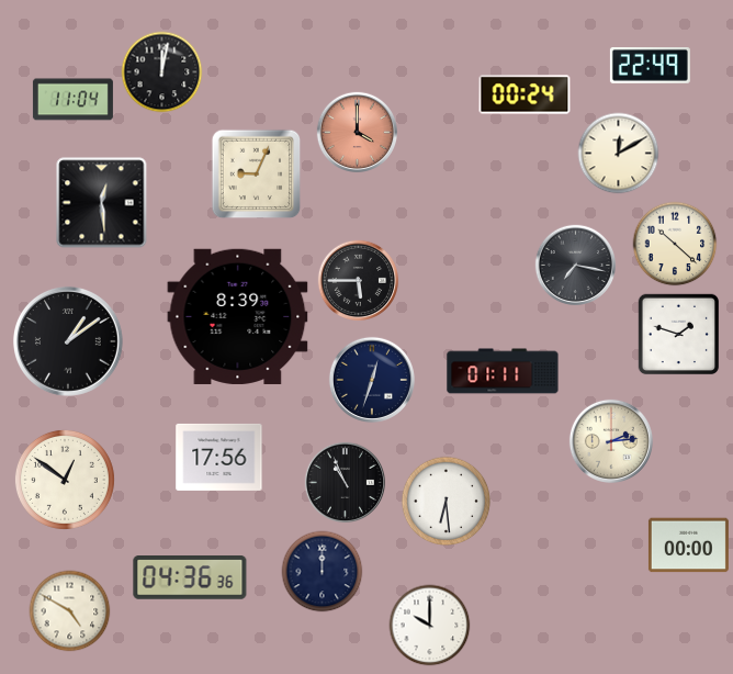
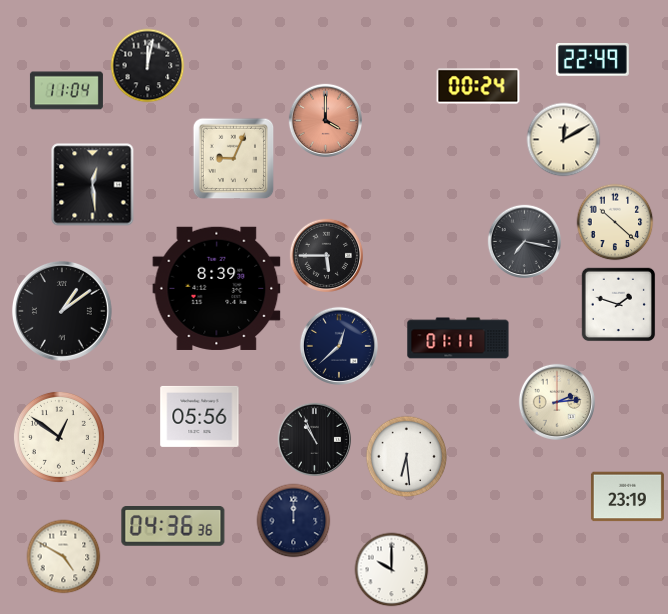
clock at (372, 380): 12:33 -> 12:38
clock at (219, 457): 17:56 -> 05:56
clock at (688, 546): 00:00 -> 23:19
